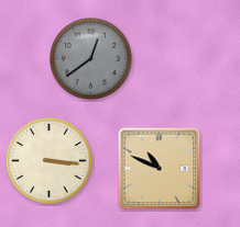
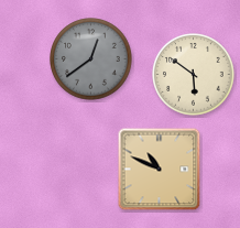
clock at (194, 75): none -> 5:51
clock at (50, 161): 3:16 -> none
